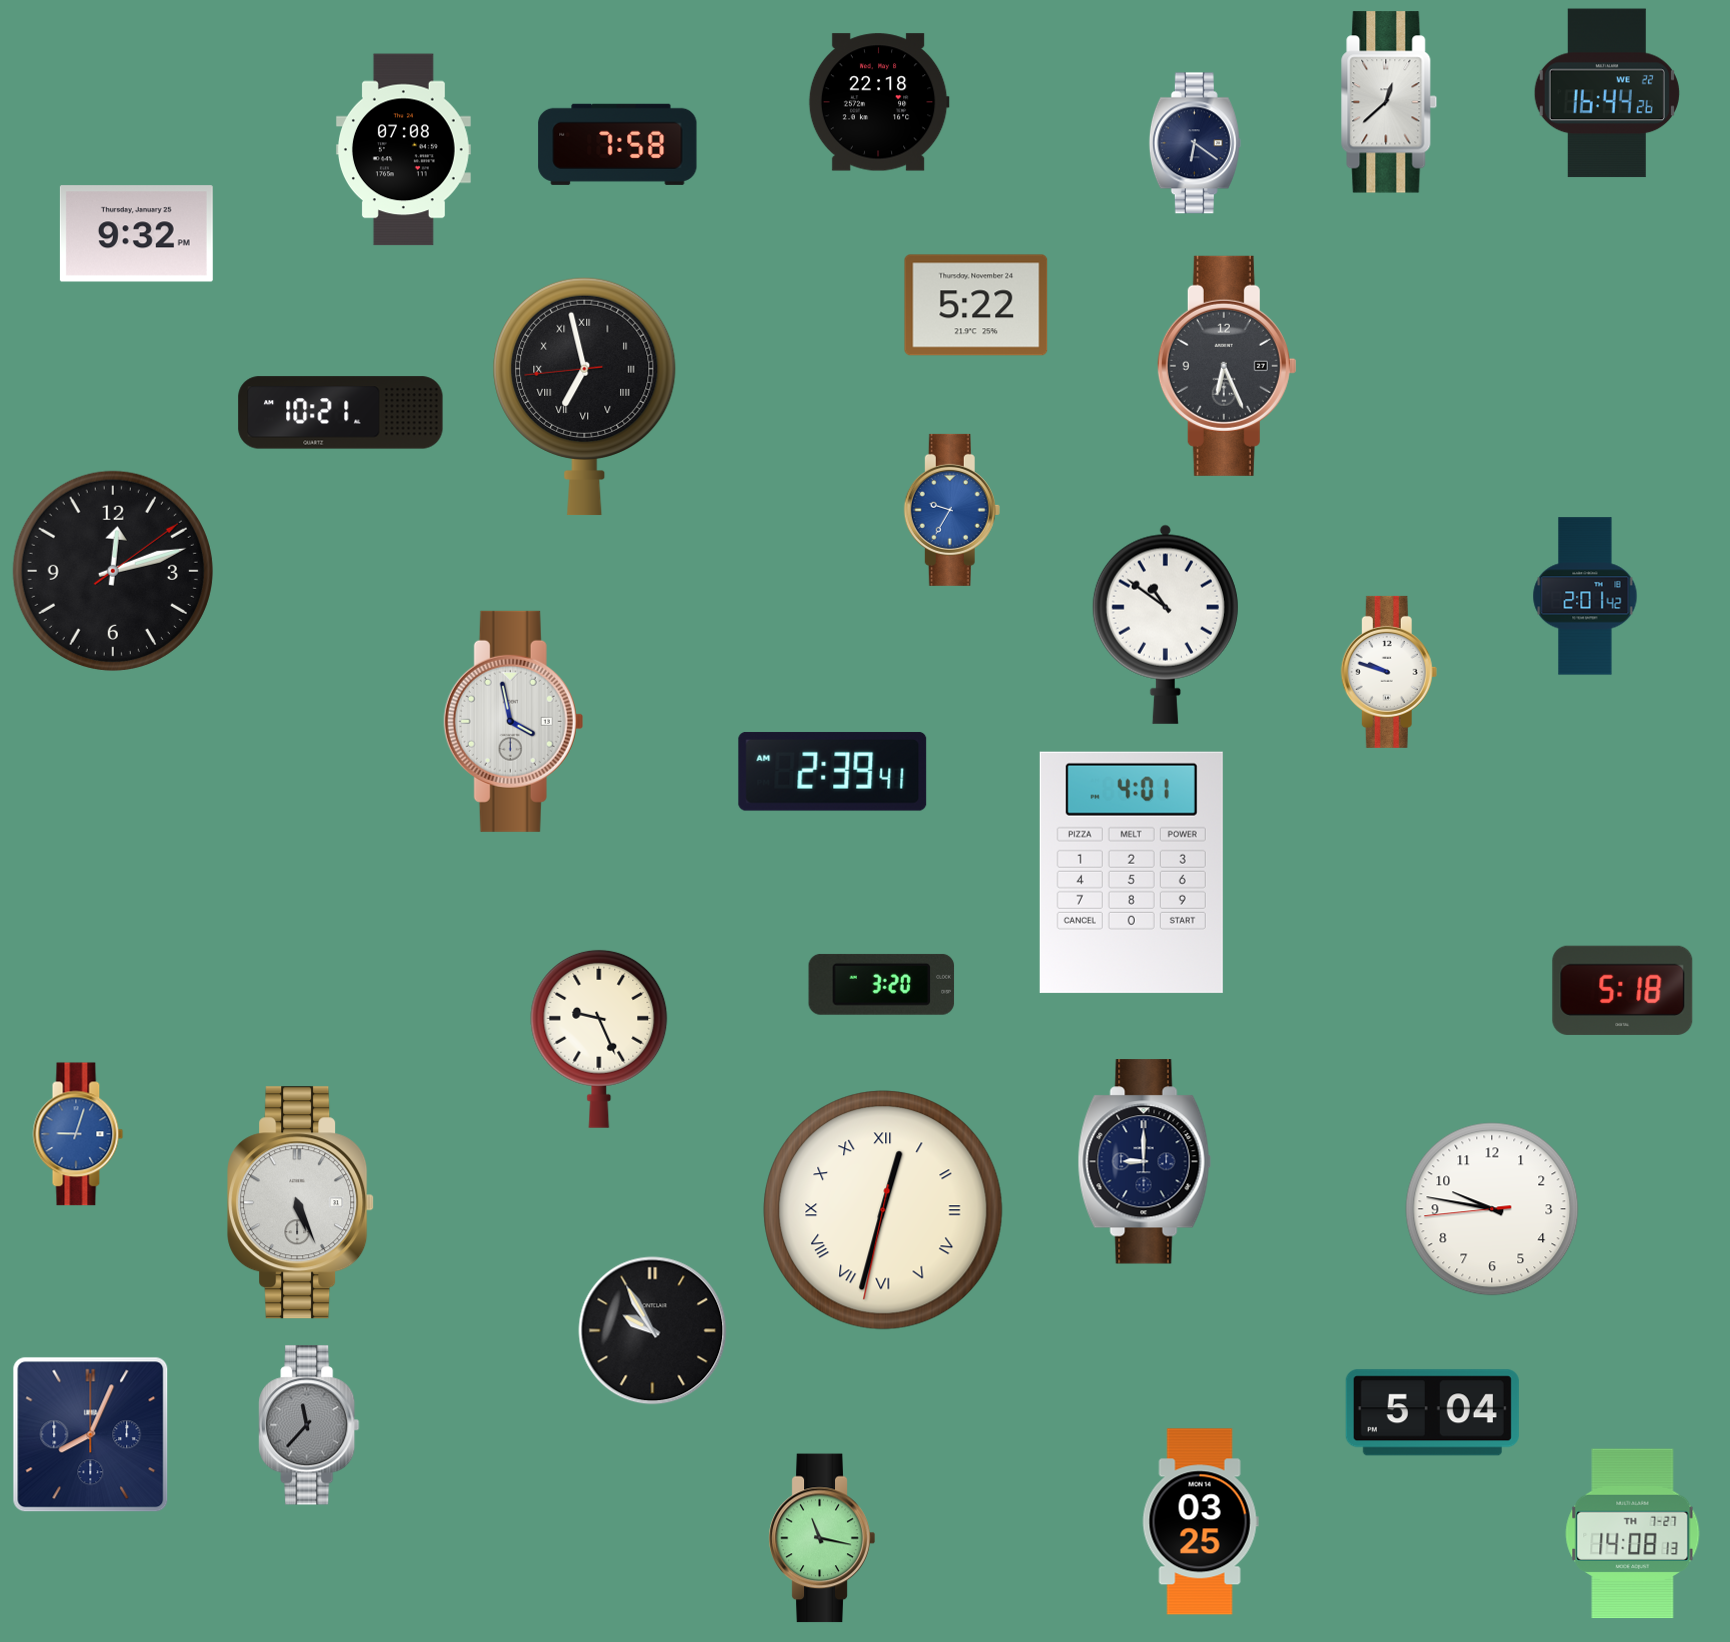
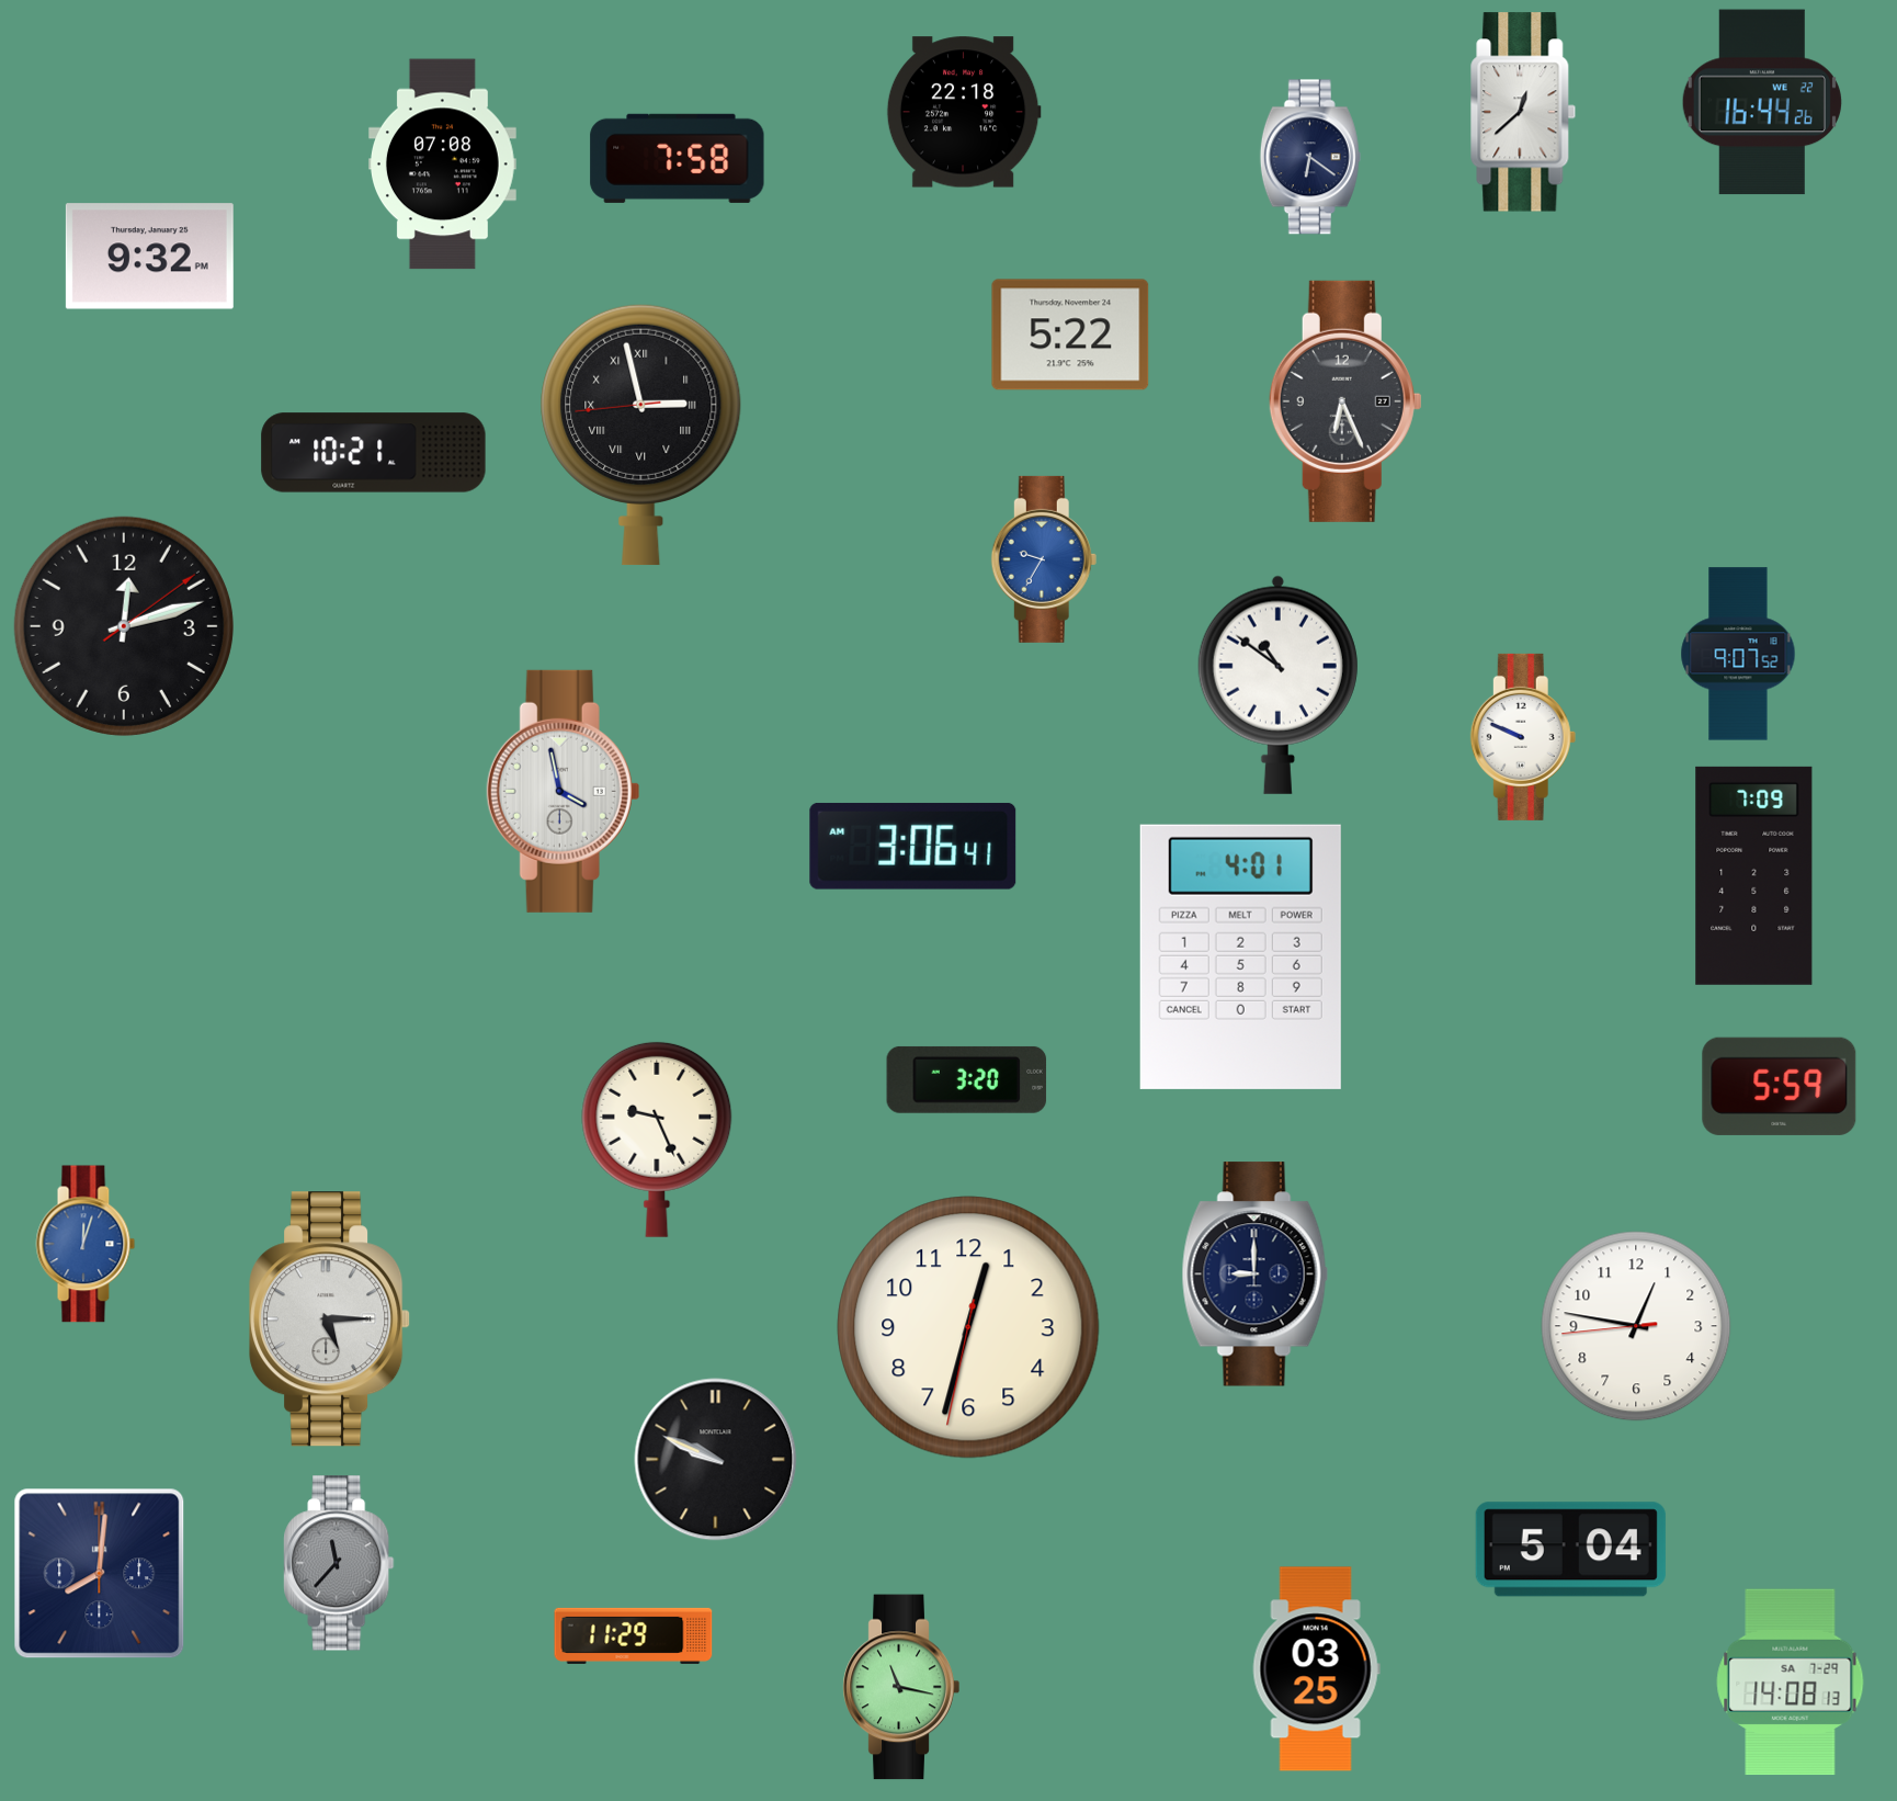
clock at (585, 396): 6:57 -> 2:57
clock at (1585, 596): 2:01 -> 9:07
clock at (1389, 672): 9:48 -> 9:49
clock at (833, 771): 2:39 -> 3:06
clock at (1754, 875): none -> 7:09
clock at (1623, 990): 5:18 -> 5:59
clock at (78, 1134): 9:03 -> 12:03
clock at (301, 1203): 5:26 -> 5:15
clock at (1492, 1209): 9:46 -> 12:46
clock at (883, 1210) numerals: Roman -> Arabic
clock at (653, 1331): 9:55 -> 9:49
clock at (91, 1435): 8:04 -> 8:01
clock at (634, 1635): none -> 11:29
clock at (1633, 1534) date: TH 7-27 -> SA 7-29
